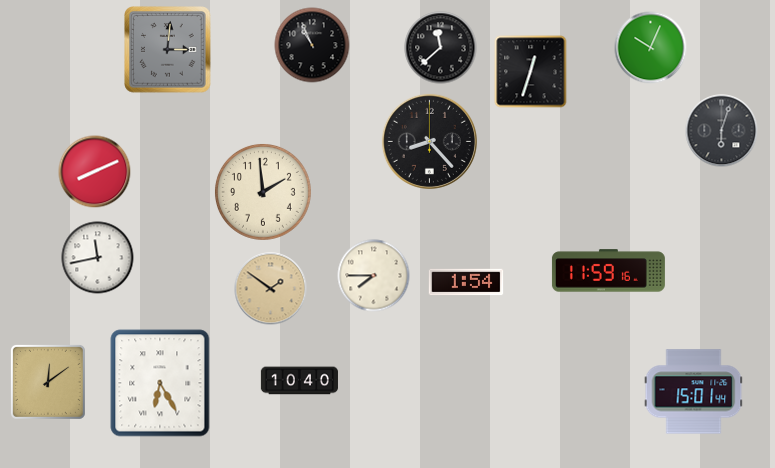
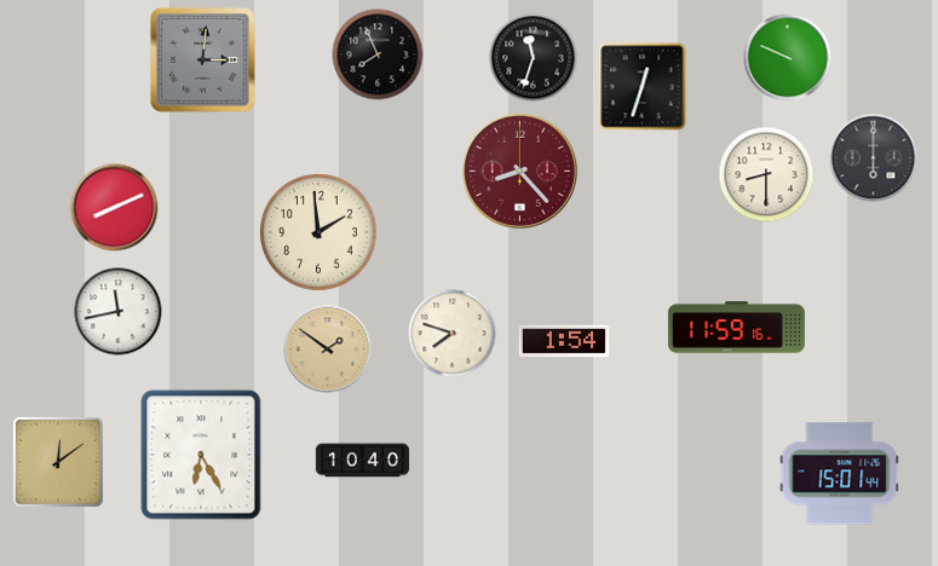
clock at (312, 45): 10:56 -> 7:56
clock at (441, 48): 11:38 -> 11:33
clock at (651, 48): 10:04 -> 9:49
clock at (722, 131): 6:03 -> 6:00
clock at (429, 141) dial: black -> burgundy
clock at (766, 174): none -> 8:30
clock at (374, 276): 7:45 -> 7:48
clock at (160, 383) position: (160, 383) -> (201, 455)
